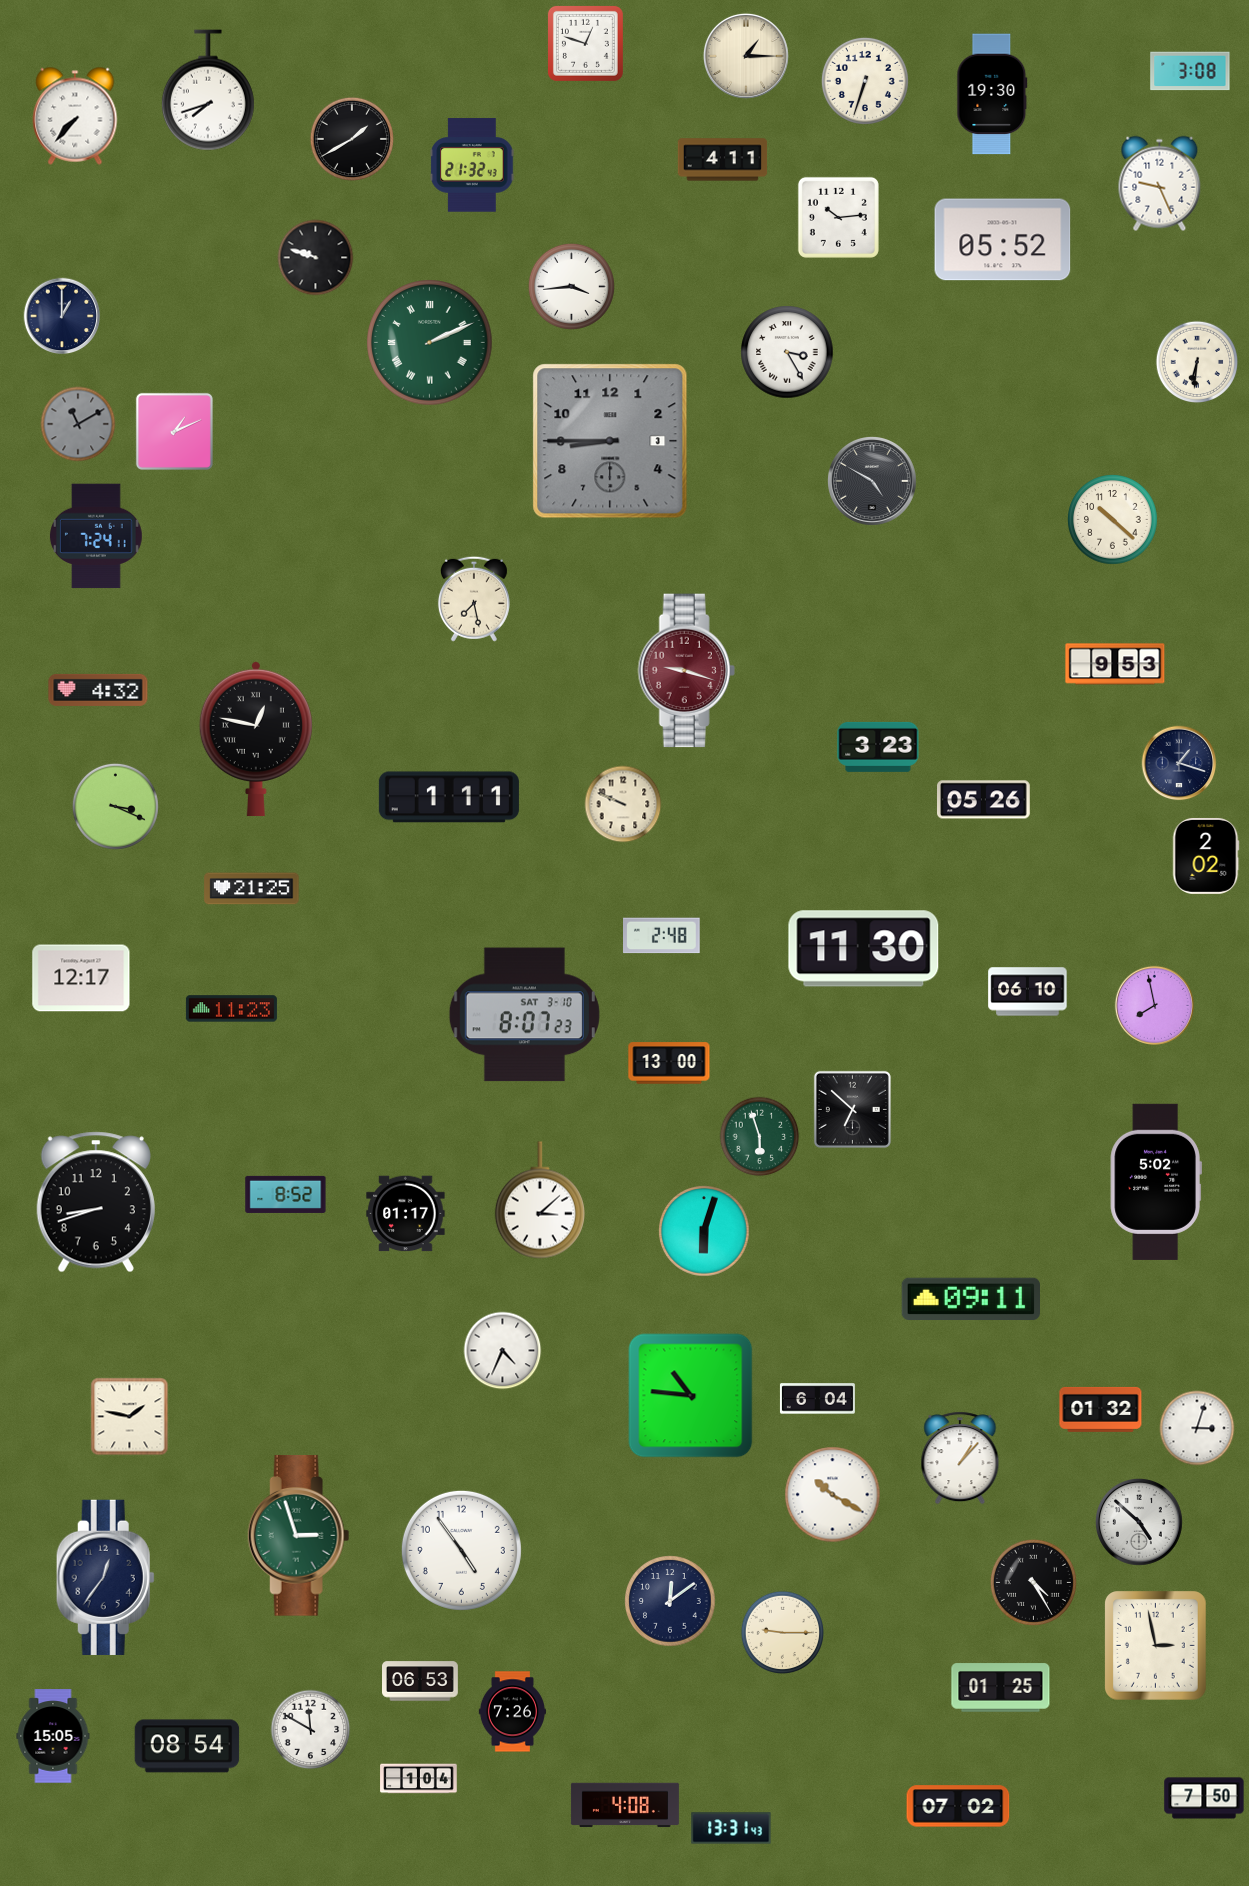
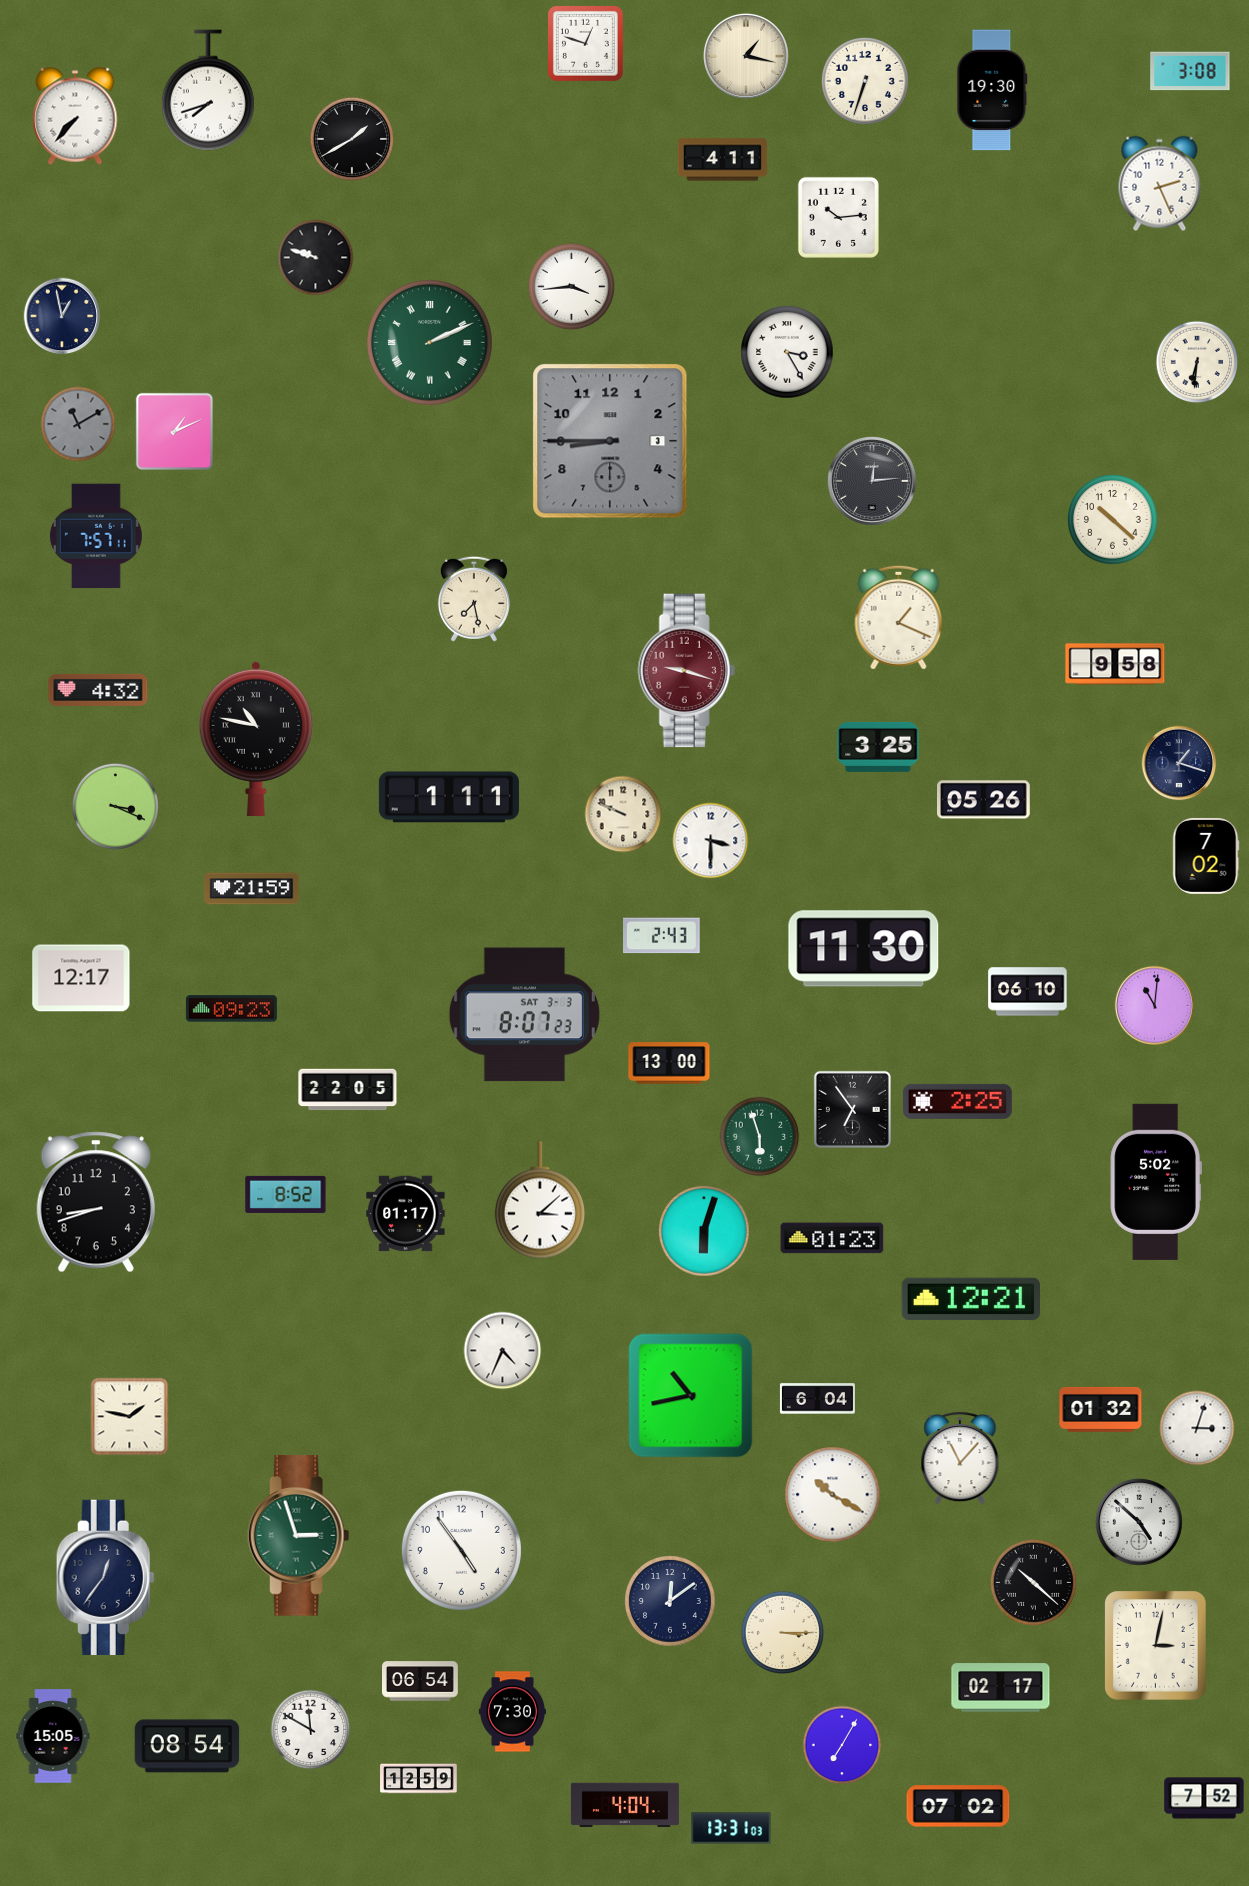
clock at (746, 56): 1:15 -> 1:17
clock at (992, 94) position: (992, 94) -> (992, 90)
clock at (472, 165): 21:32 -> none
clock at (1160, 184): 9:26 -> 2:26
clock at (1003, 240): 05:52 -> none
clock at (62, 316): 1:00 -> 12:58
clock at (873, 482): 4:50 -> 12:14
clock at (96, 536): 7:24 -> 7:57
clock at (899, 617): none -> 1:19
clock at (1115, 664): 9:53 -> 9:58
clock at (256, 739): 12:47 -> 10:47
clock at (878, 747): 3:23 -> 3:25
clock at (623, 804) position: (623, 804) -> (623, 814)
clock at (711, 841): none -> 3:30
clock at (1206, 856): 2:02 -> 7:02
clock at (252, 889): 21:25 -> 21:59
clock at (662, 936): 2:48 -> 2:43
clock at (1154, 1005): 7:58 -> 11:01
clock at (231, 1009): 11:23 -> 09:23
clock at (524, 1015) date: SAT 3-10 -> SAT 3-3
clock at (348, 1090): none -> 22:05
clock at (957, 1101): none -> 2:25
clock at (852, 1109): 6:52 -> 6:54
clock at (832, 1238): none -> 01:23
clock at (970, 1299): 09:11 -> 12:21
clock at (691, 1396): 10:46 -> 10:43
clock at (960, 1458): 1:07 -> 11:07
clock at (1033, 1582): 4:25 -> 10:22
clock at (782, 1632): 9:15 -> 3:15
clock at (1156, 1646): 2:58 -> 3:02
clock at (421, 1681): 06:53 -> 06:54
clock at (1001, 1688): 01:25 -> 02:17
clock at (512, 1712): 7:26 -> 7:30
clock at (842, 1745): none -> 7:05
clock at (419, 1779): 1:04 -> 12:59
clock at (1204, 1798): 7:50 -> 7:52
clock at (625, 1805): 4:08 -> 4:04
clock at (731, 1828): 13:31:43 -> 13:31:03
